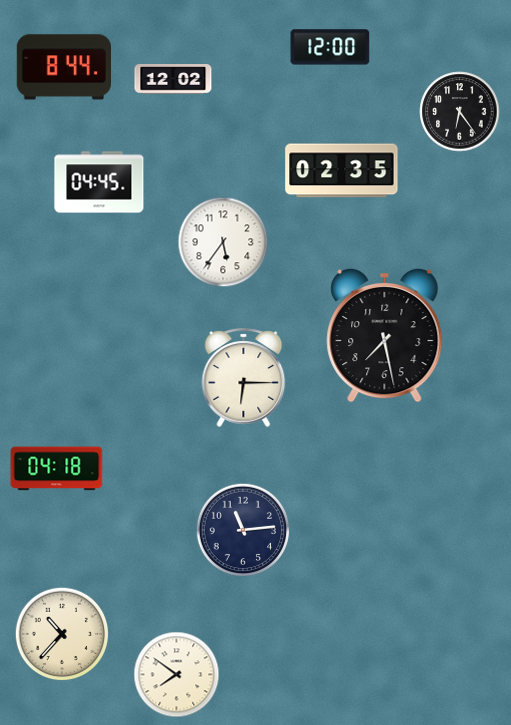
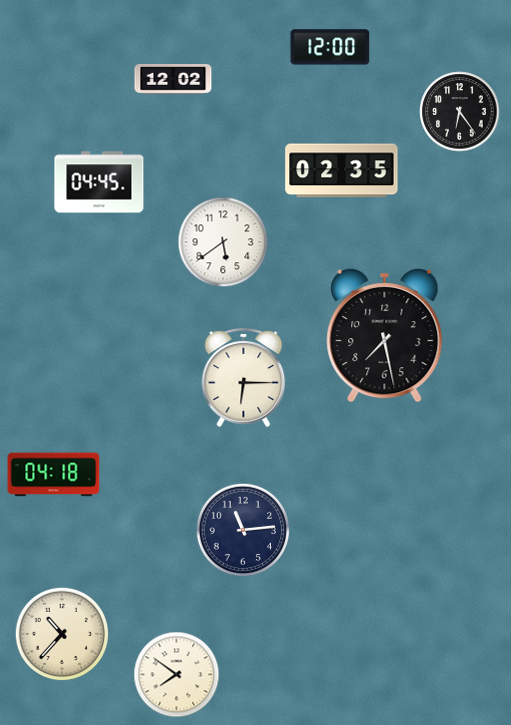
clock at (63, 67): 8:44 -> none
clock at (223, 242): 5:36 -> 5:39
clock at (57, 469) position: (57, 469) -> (54, 475)
